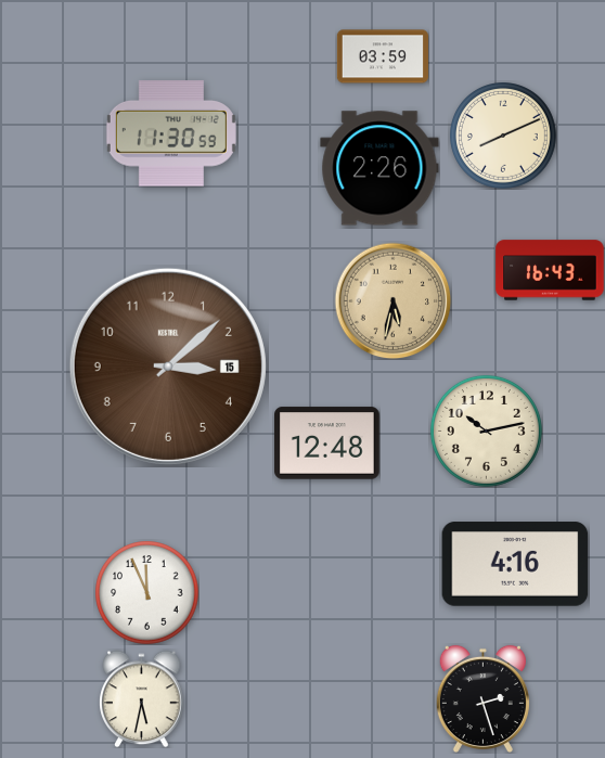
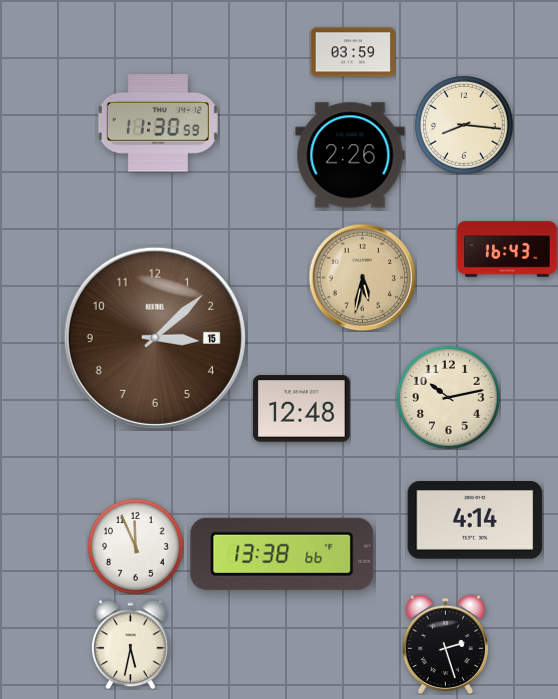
clock at (504, 137): 8:11 -> 8:16
clock at (515, 564): 4:16 -> 4:14
clock at (282, 554): none -> 13:38
